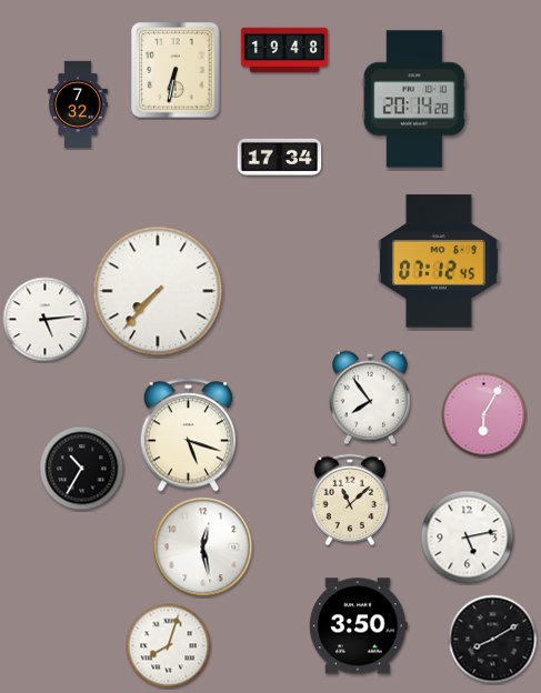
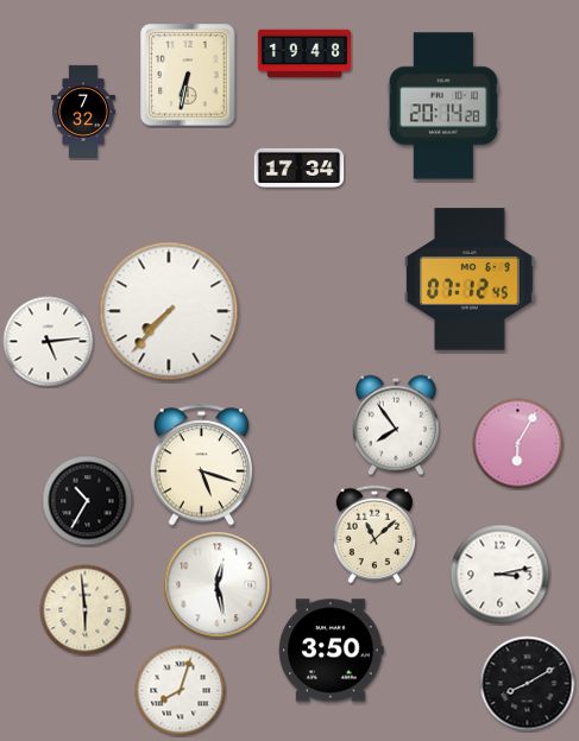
clock at (468, 538): 5:13 -> 3:13
clock at (86, 610): none -> 5:59
clock at (359, 626) position: (359, 626) -> (332, 651)
